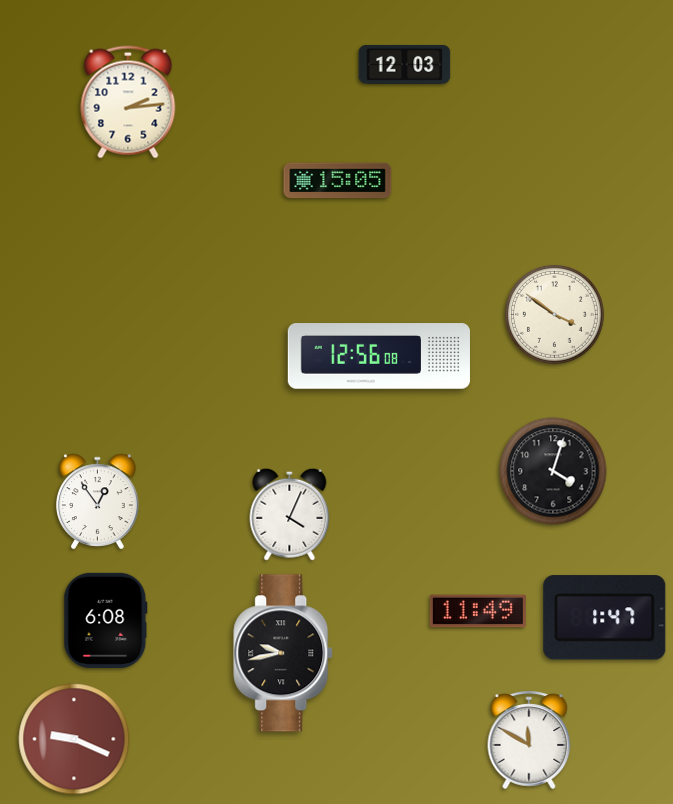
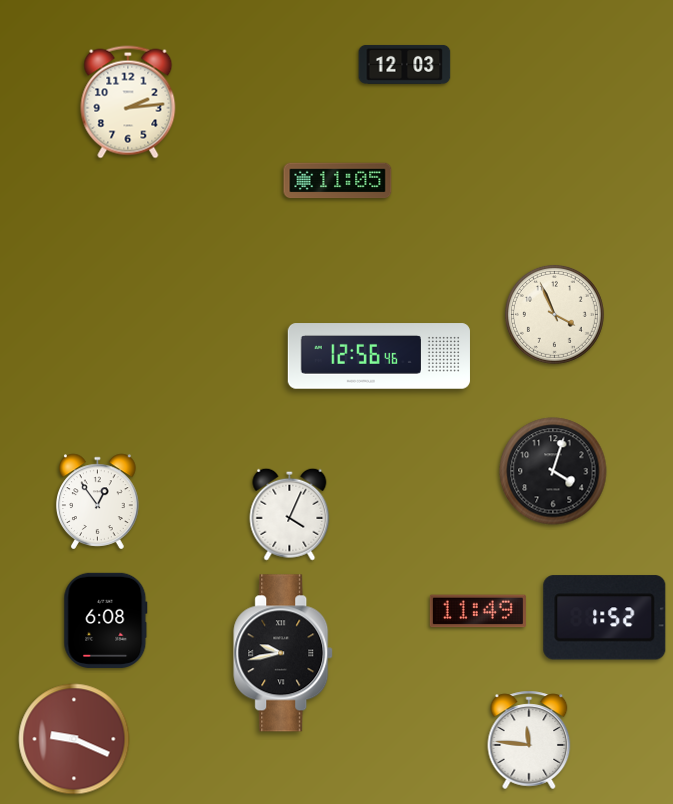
clock at (338, 181): 15:05 -> 11:05
clock at (554, 314): 3:51 -> 3:56
clock at (379, 356): 12:56:08 -> 12:56:46
clock at (605, 618): 1:47 -> 1:52
clock at (529, 740): 11:50 -> 11:46
